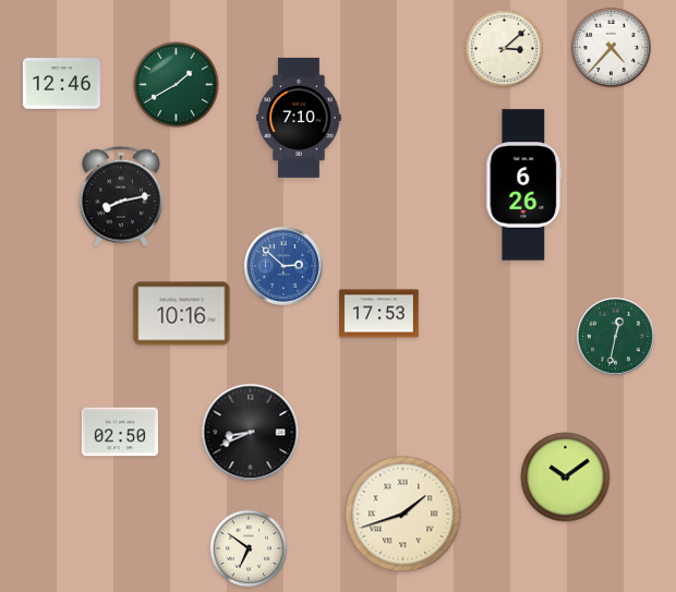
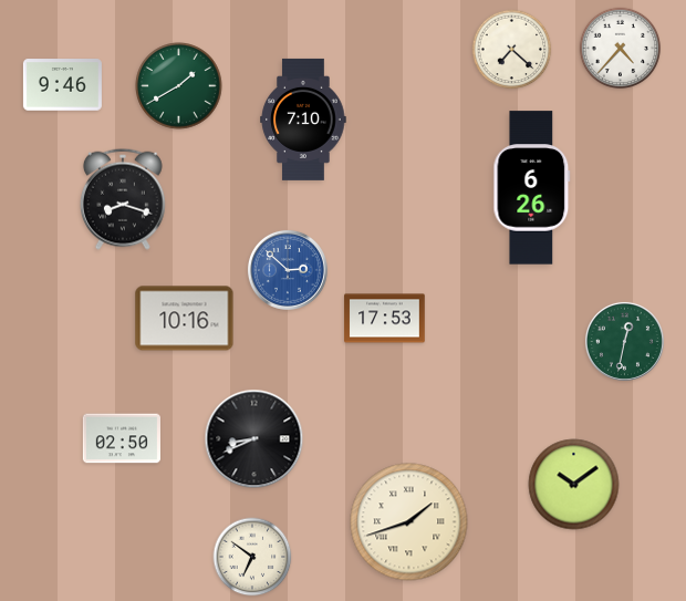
clock at (505, 49): 3:08 -> 7:22
clock at (61, 84): 12:46 -> 9:46
clock at (121, 196): 8:13 -> 8:18
